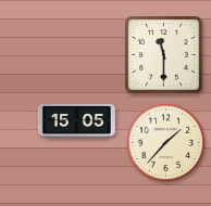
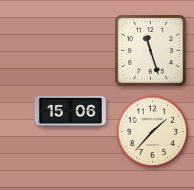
clock at (164, 55): 11:30 -> 11:27
clock at (76, 120): 15:05 -> 15:06
